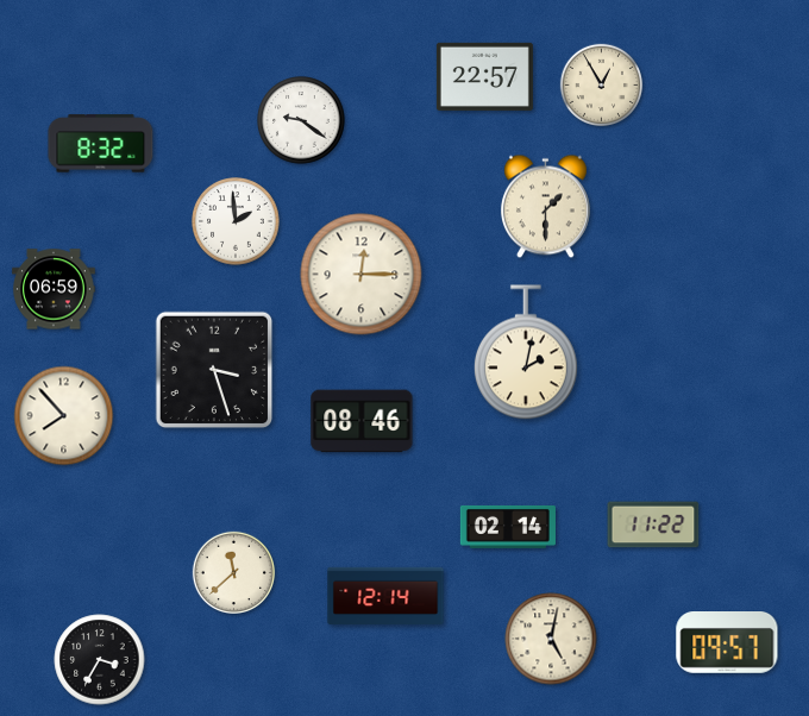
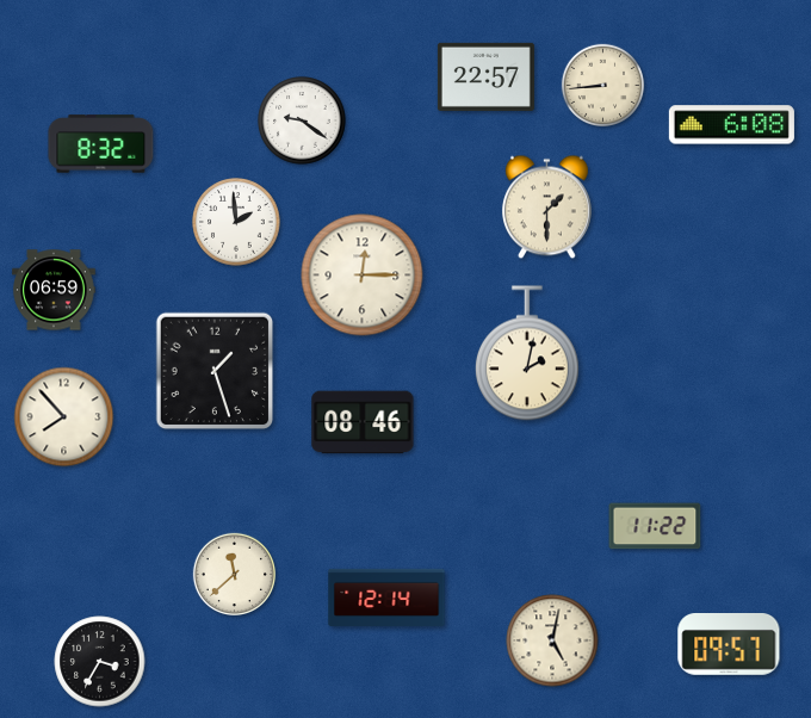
clock at (602, 86): 12:55 -> 8:44
clock at (731, 125): none -> 6:08
clock at (214, 370): 3:27 -> 1:27
clock at (508, 527): 02:14 -> none
